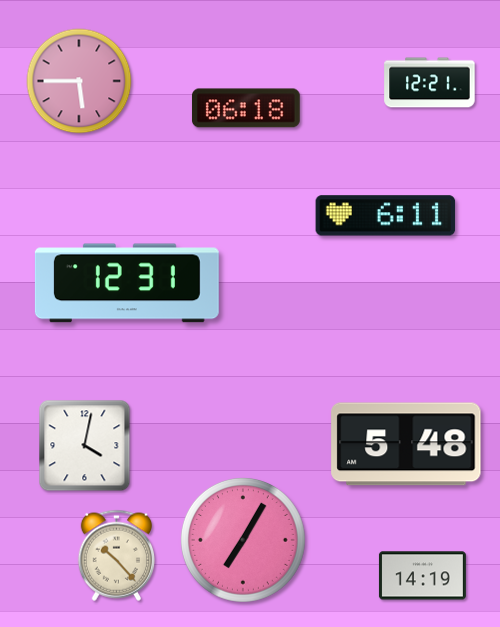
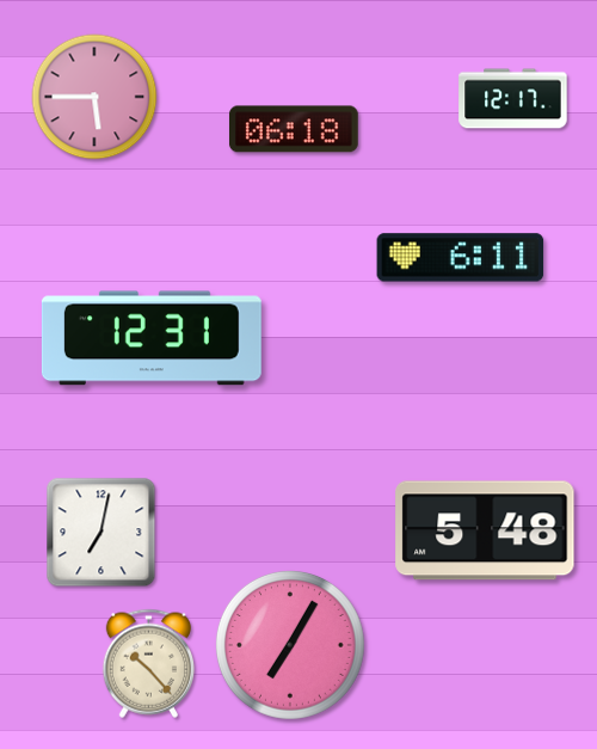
clock at (430, 83): 12:21 -> 12:17
clock at (85, 446): 4:02 -> 7:02
clock at (116, 555) position: (116, 555) -> (148, 663)
clock at (422, 576): 14:19 -> none
